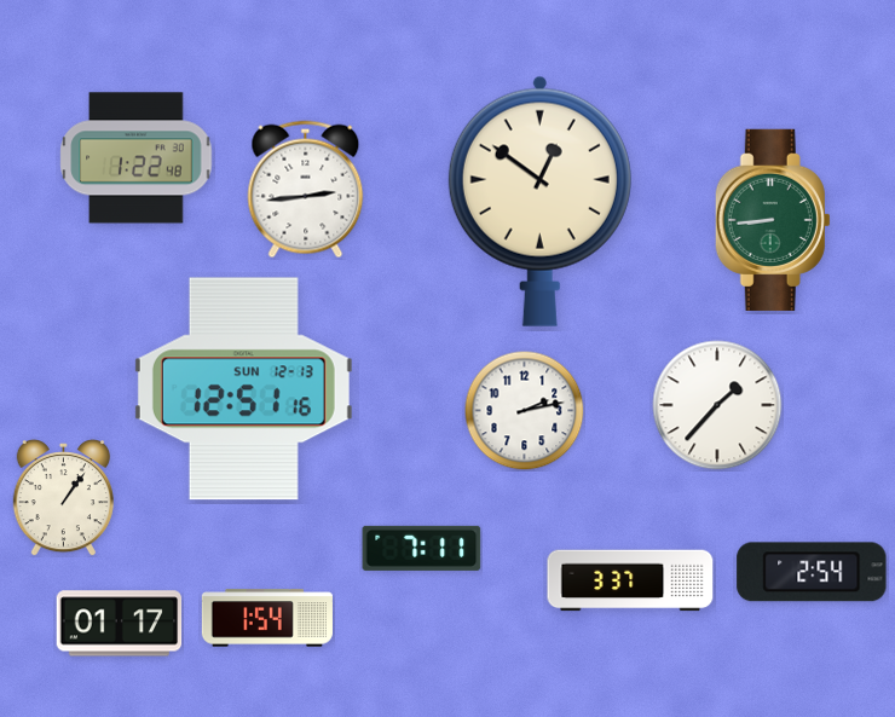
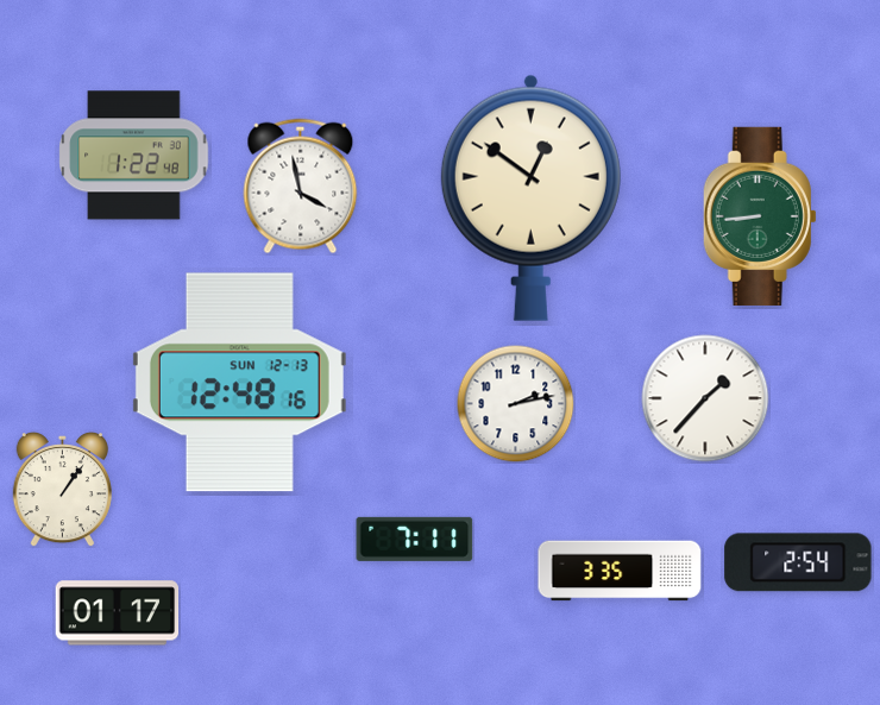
clock at (306, 190): 2:44 -> 3:58
clock at (243, 389): 12:51 -> 12:48
clock at (630, 580): 3:37 -> 3:35
clock at (267, 618): 1:54 -> none
